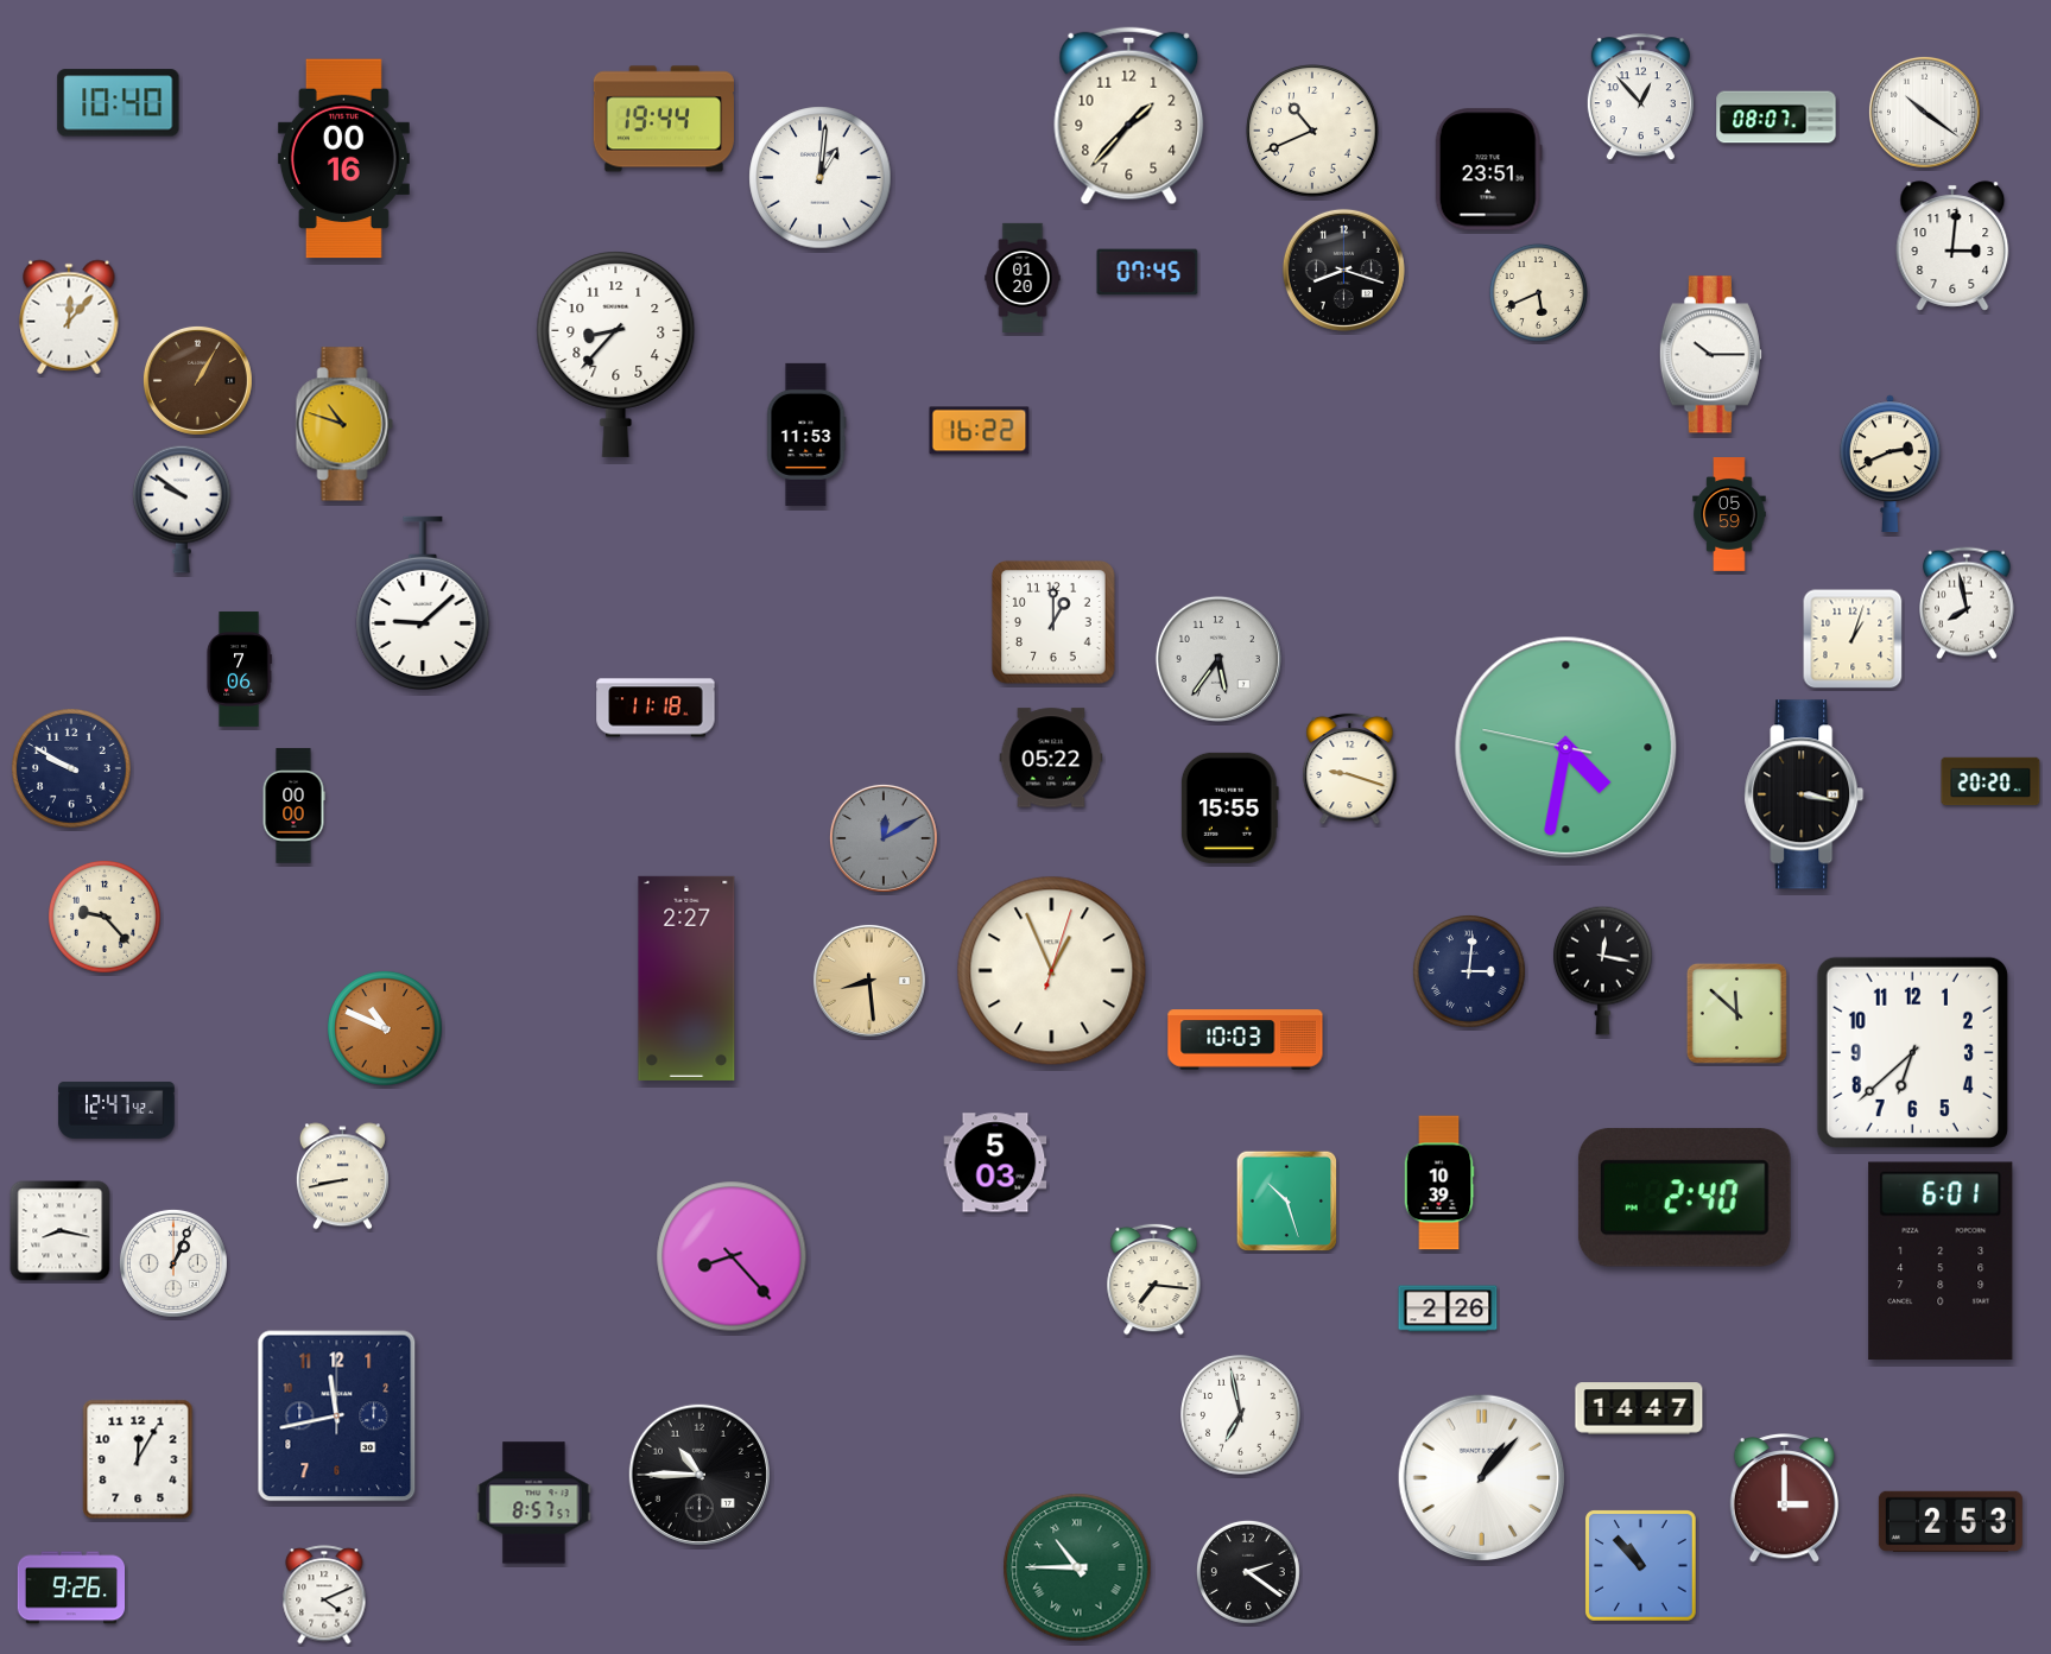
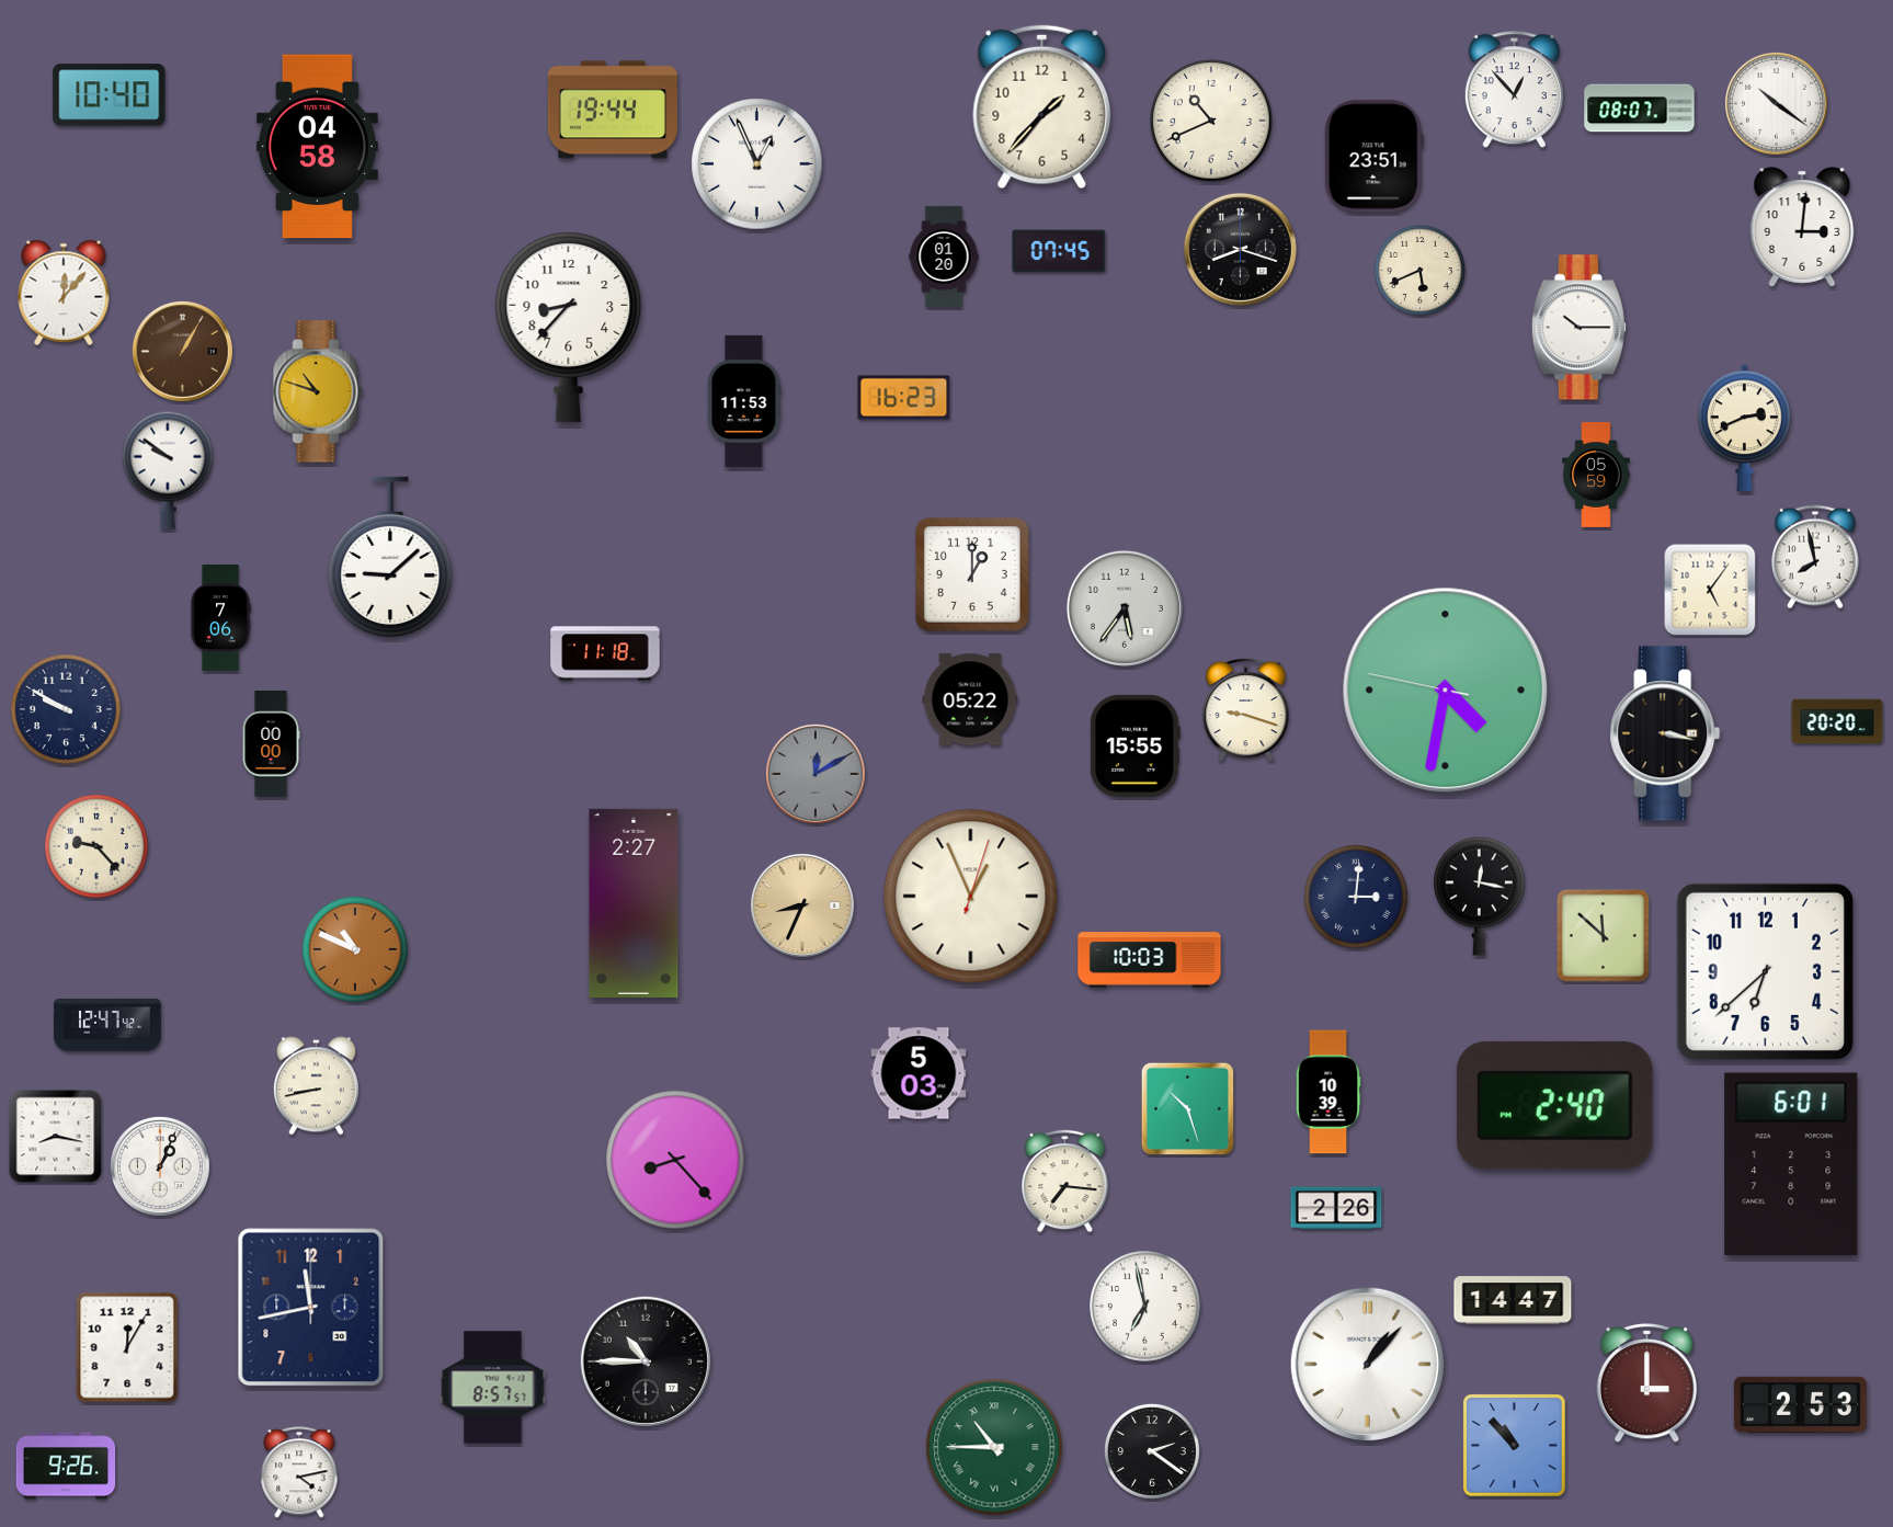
clock at (343, 159): 00:16 -> 04:58
clock at (821, 178): 1:01 -> 12:56
clock at (980, 431): 16:22 -> 16:23
clock at (1853, 639): 1:03 -> 5:06
clock at (869, 981): 8:29 -> 8:34
clock at (324, 1595): 4:11 -> 4:13
